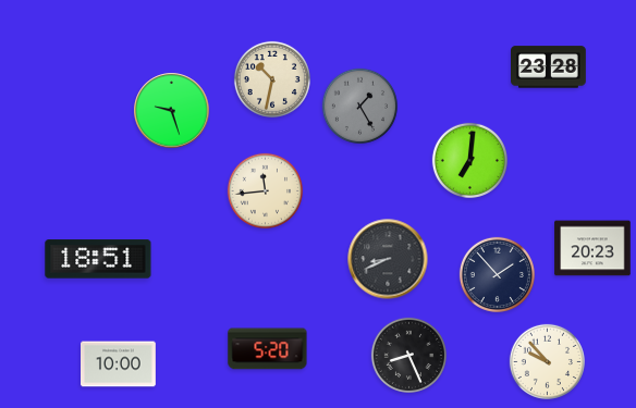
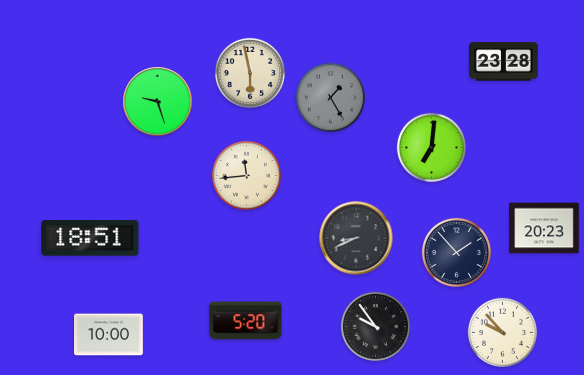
clock at (272, 79): 10:32 -> 5:58
clock at (265, 190) position: (265, 190) -> (246, 175)
clock at (408, 355): 8:26 -> 9:54
